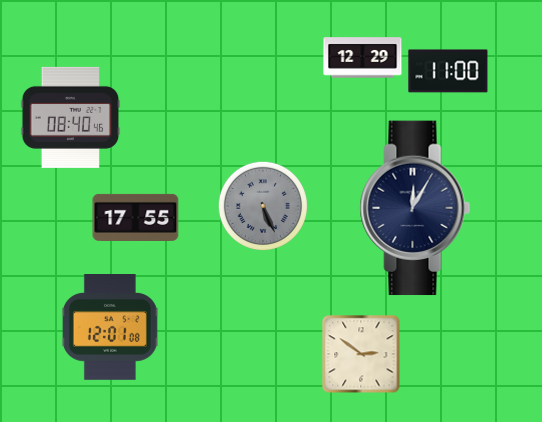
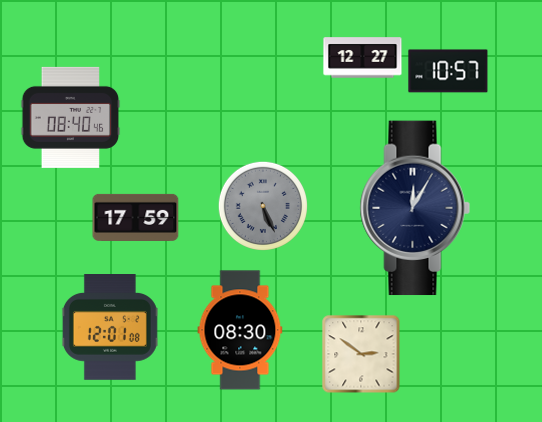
clock at (363, 58): 12:29 -> 12:27
clock at (448, 71): 11:00 -> 10:57
clock at (136, 217): 17:55 -> 17:59
clock at (240, 330): none -> 08:30
